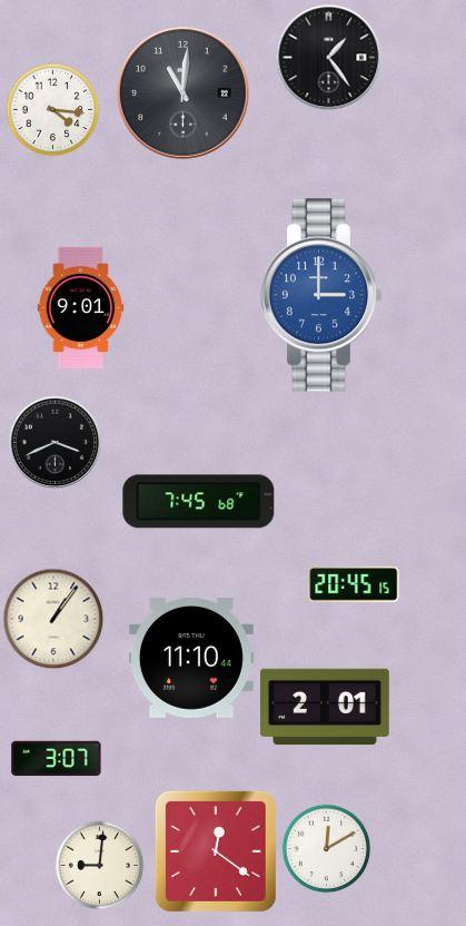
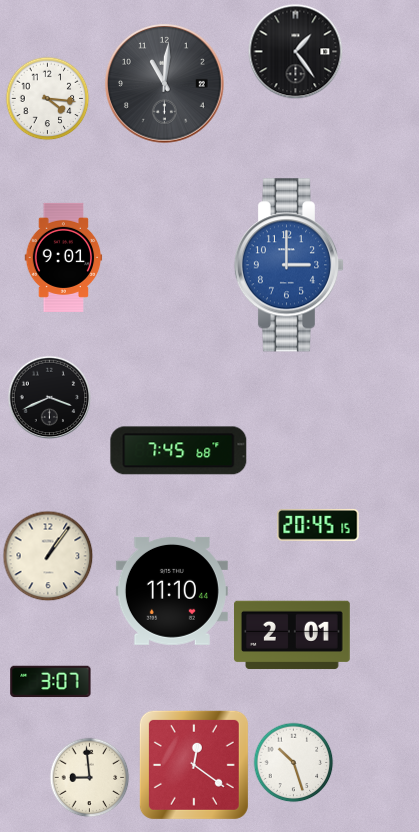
clock at (81, 307) position: (81, 307) -> (64, 257)
clock at (326, 848): 12:10 -> 10:27
clock at (99, 865): 9:01 -> 8:59
